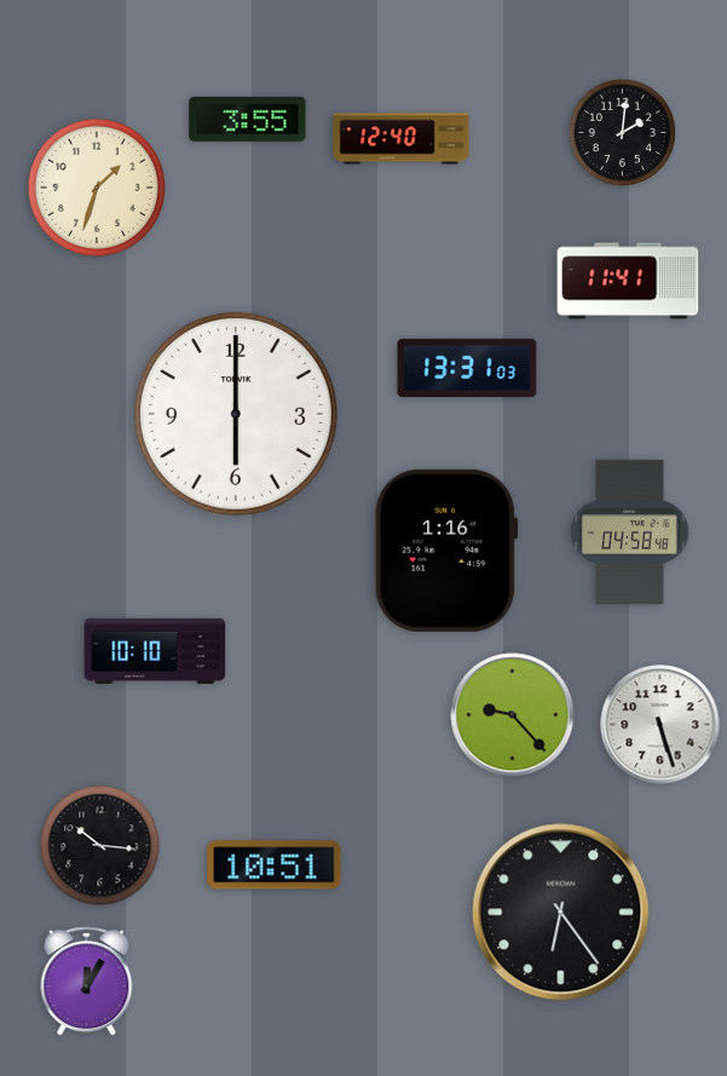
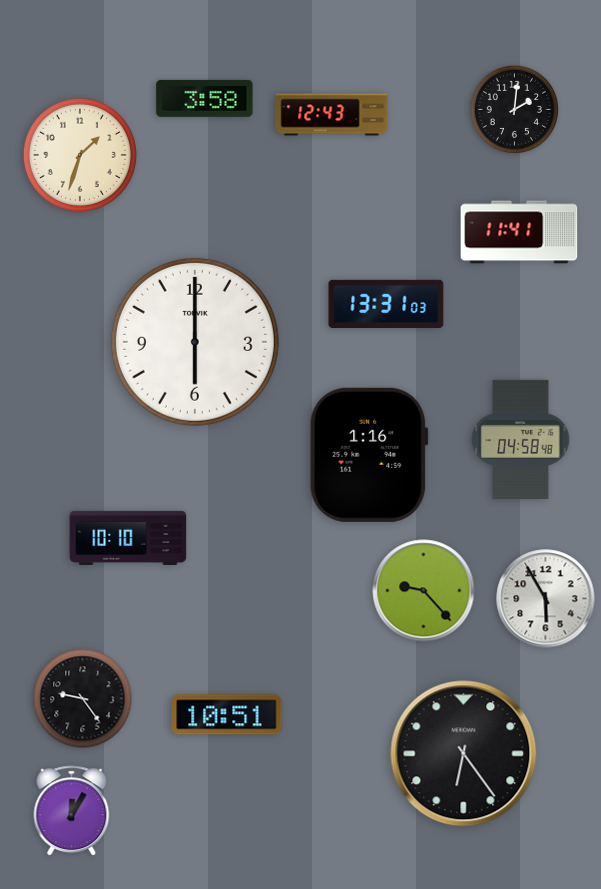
clock at (248, 119): 3:55 -> 3:58
clock at (402, 139): 12:40 -> 12:43
clock at (660, 725): 5:27 -> 5:55
clock at (100, 846): 10:16 -> 9:24
